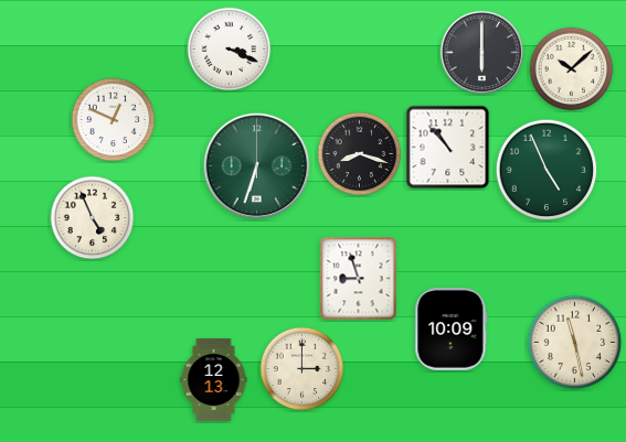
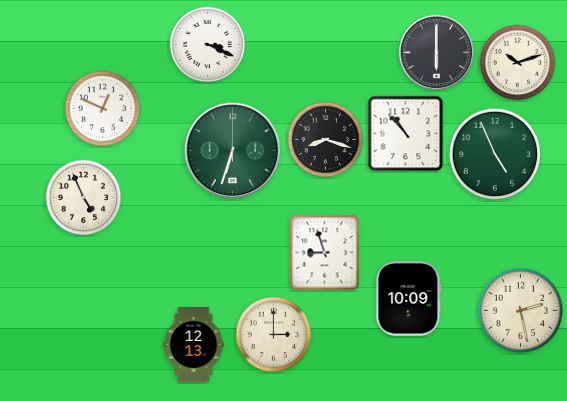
clock at (481, 52) position: (481, 52) -> (436, 52)
clock at (572, 69): 10:08 -> 10:12
clock at (575, 343): 11:28 -> 2:28
